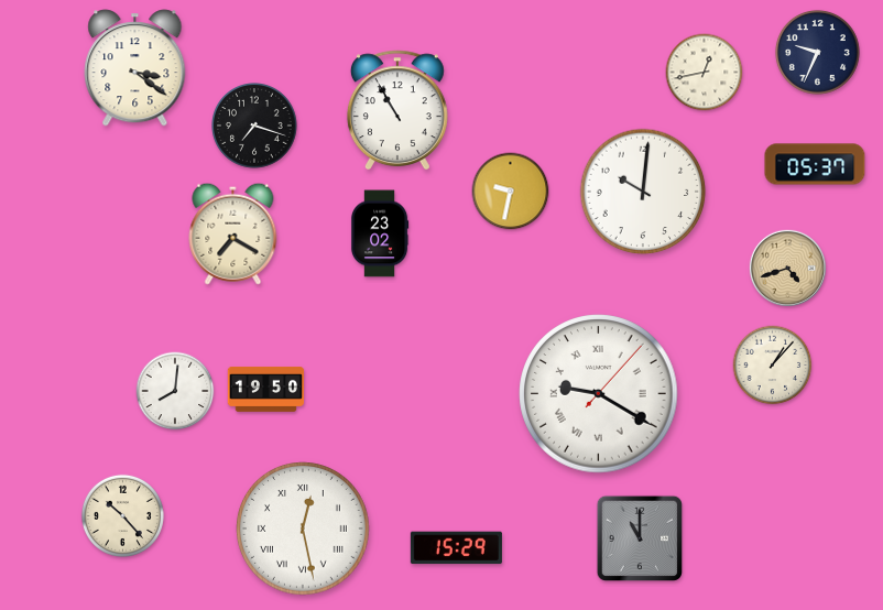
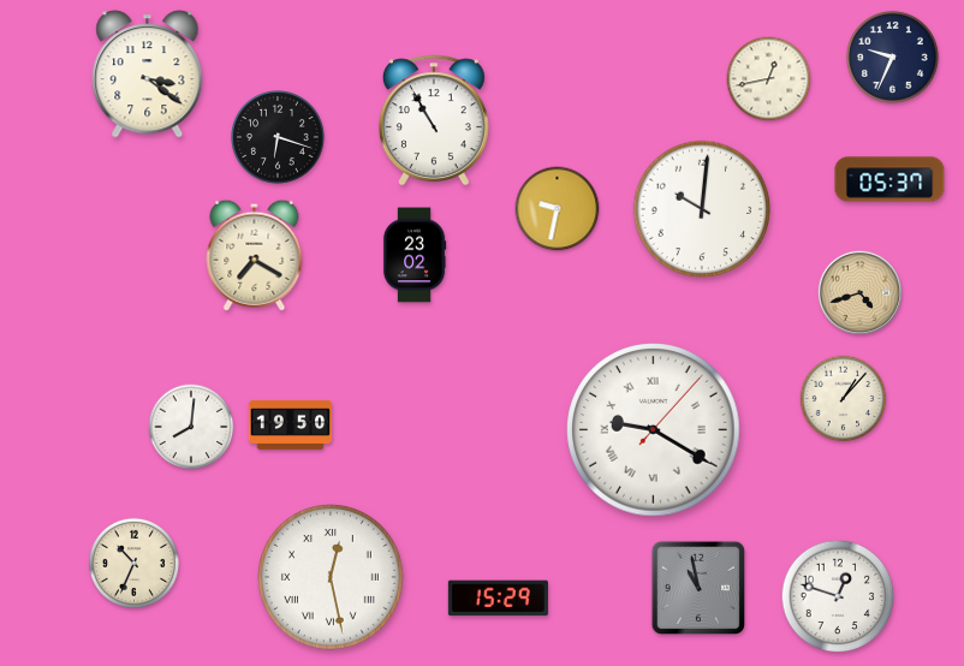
clock at (255, 127): 7:18 -> 6:18
clock at (122, 515): 10:23 -> 10:34
clock at (640, 538): 11:00 -> 10:58
clock at (838, 596): none -> 12:48
